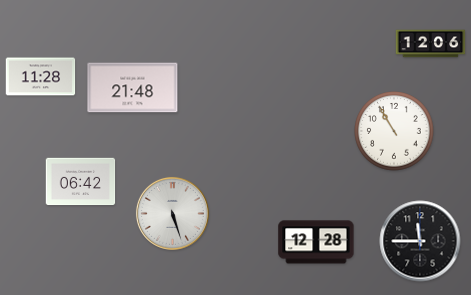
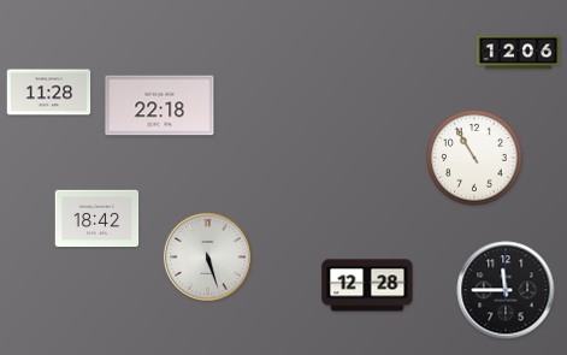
clock at (133, 88): 21:48 -> 22:18
clock at (81, 182): 06:42 -> 18:42
clock at (316, 242) position: (316, 242) -> (367, 285)
